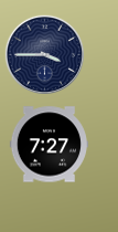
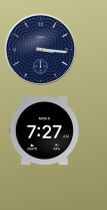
clock at (44, 54): 3:45 -> 3:16
